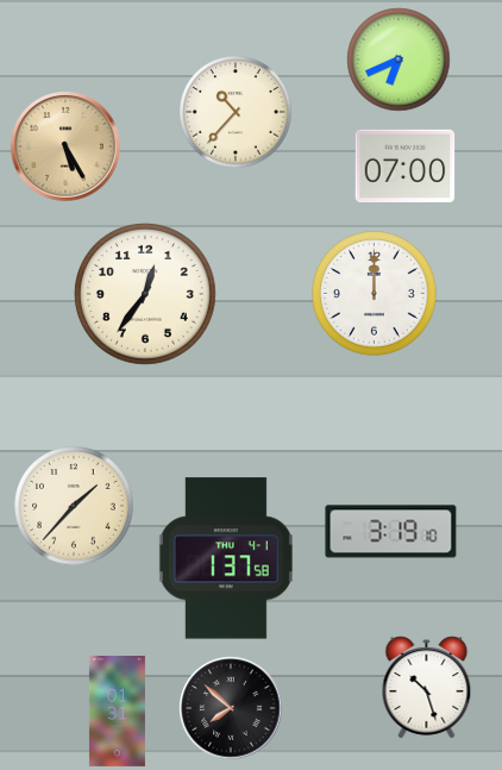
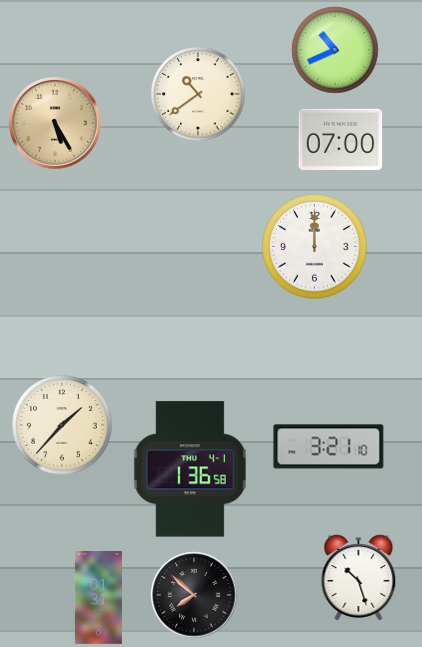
clock at (399, 60): 6:41 -> 10:41
clock at (236, 112): 10:37 -> 10:39
clock at (145, 294): 12:36 -> none
clock at (391, 532): 3:19 -> 3:21
clock at (226, 558): 1:37 -> 1:36
